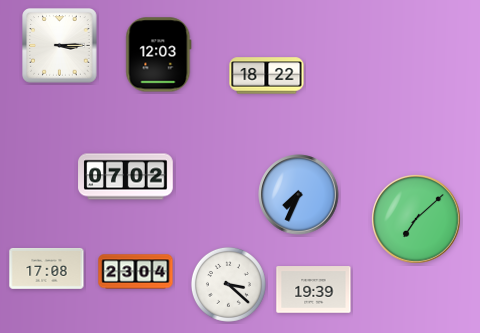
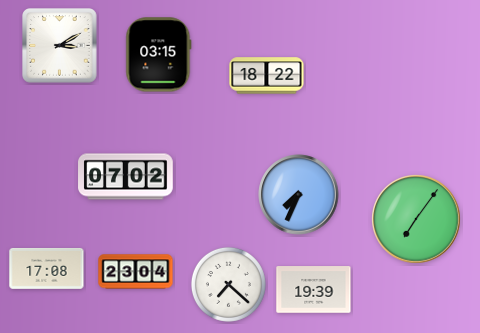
clock at (60, 46): 3:15 -> 3:10
clock at (159, 55): 12:03 -> 03:15
clock at (416, 219): 7:08 -> 7:06
clock at (228, 284): 3:22 -> 7:22
